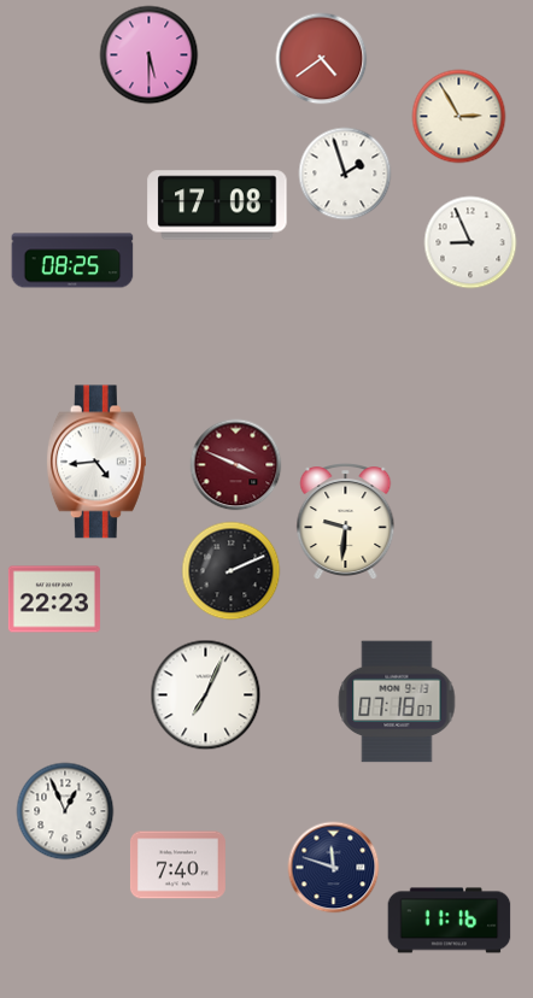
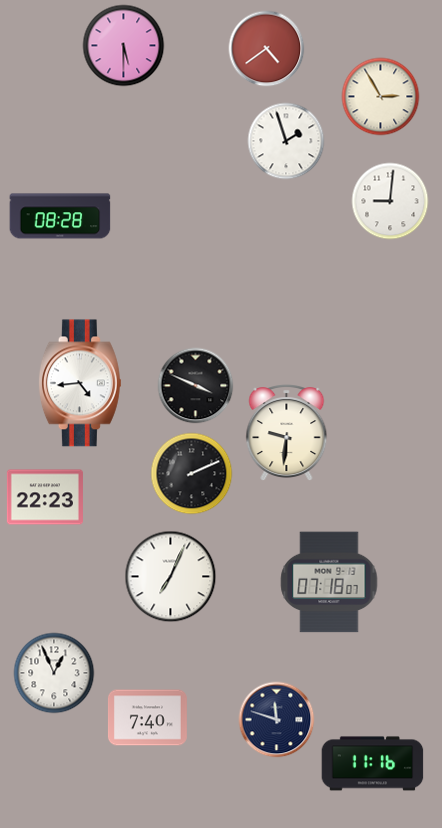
clock at (345, 174) position: (345, 174) -> (286, 141)
clock at (217, 205): 17:08 -> none
clock at (470, 242): 8:56 -> 9:01
clock at (72, 260): 08:25 -> 08:28
clock at (236, 465) dial: burgundy -> black
